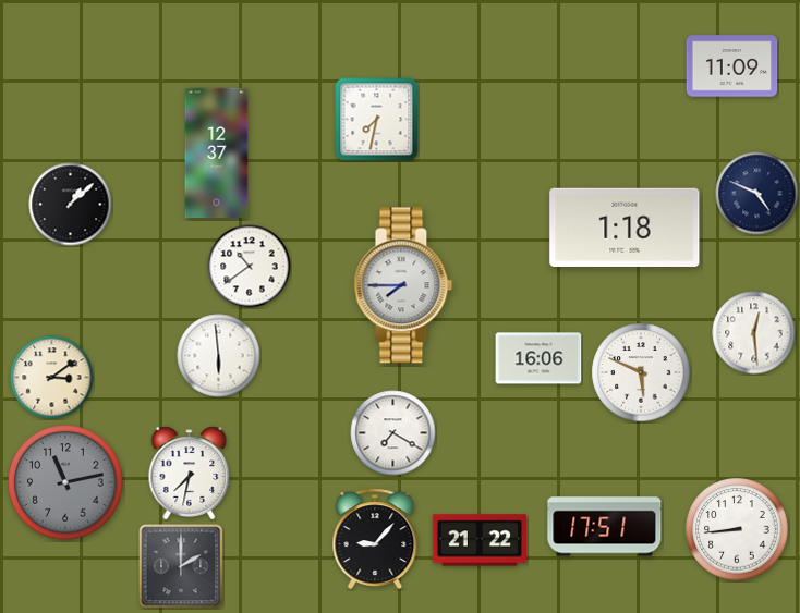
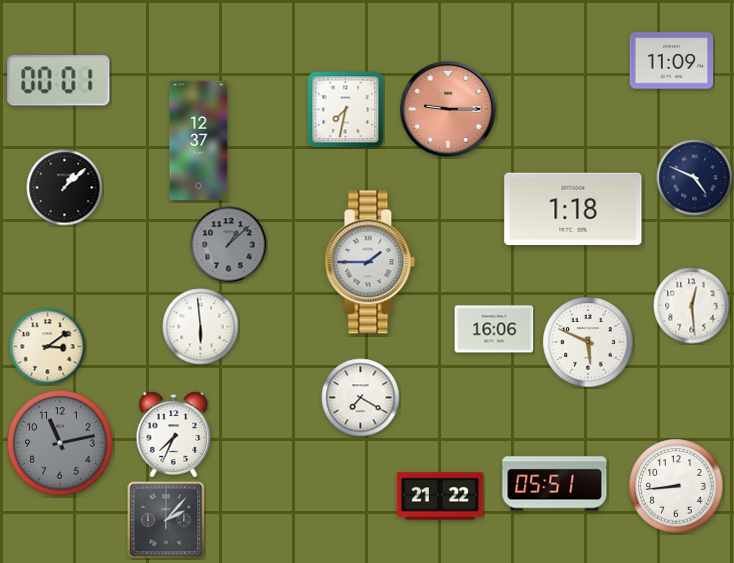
clock at (59, 81): none -> 00:01
clock at (448, 109): none -> 9:15
clock at (250, 267): 10:39 -> 1:08
clock at (250, 267) dial: white -> grey
clock at (403, 285): 7:45 -> 1:45
clock at (190, 474): 7:32 -> 7:34
clock at (605, 527): 17:51 -> 05:51
clock at (375, 539): 9:07 -> none
clock at (181, 566): 2:00 -> 2:07
